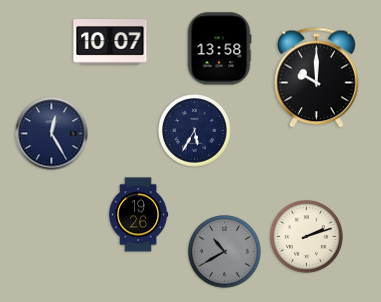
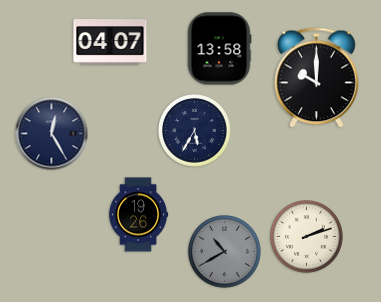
clock at (110, 42): 10:07 -> 04:07
